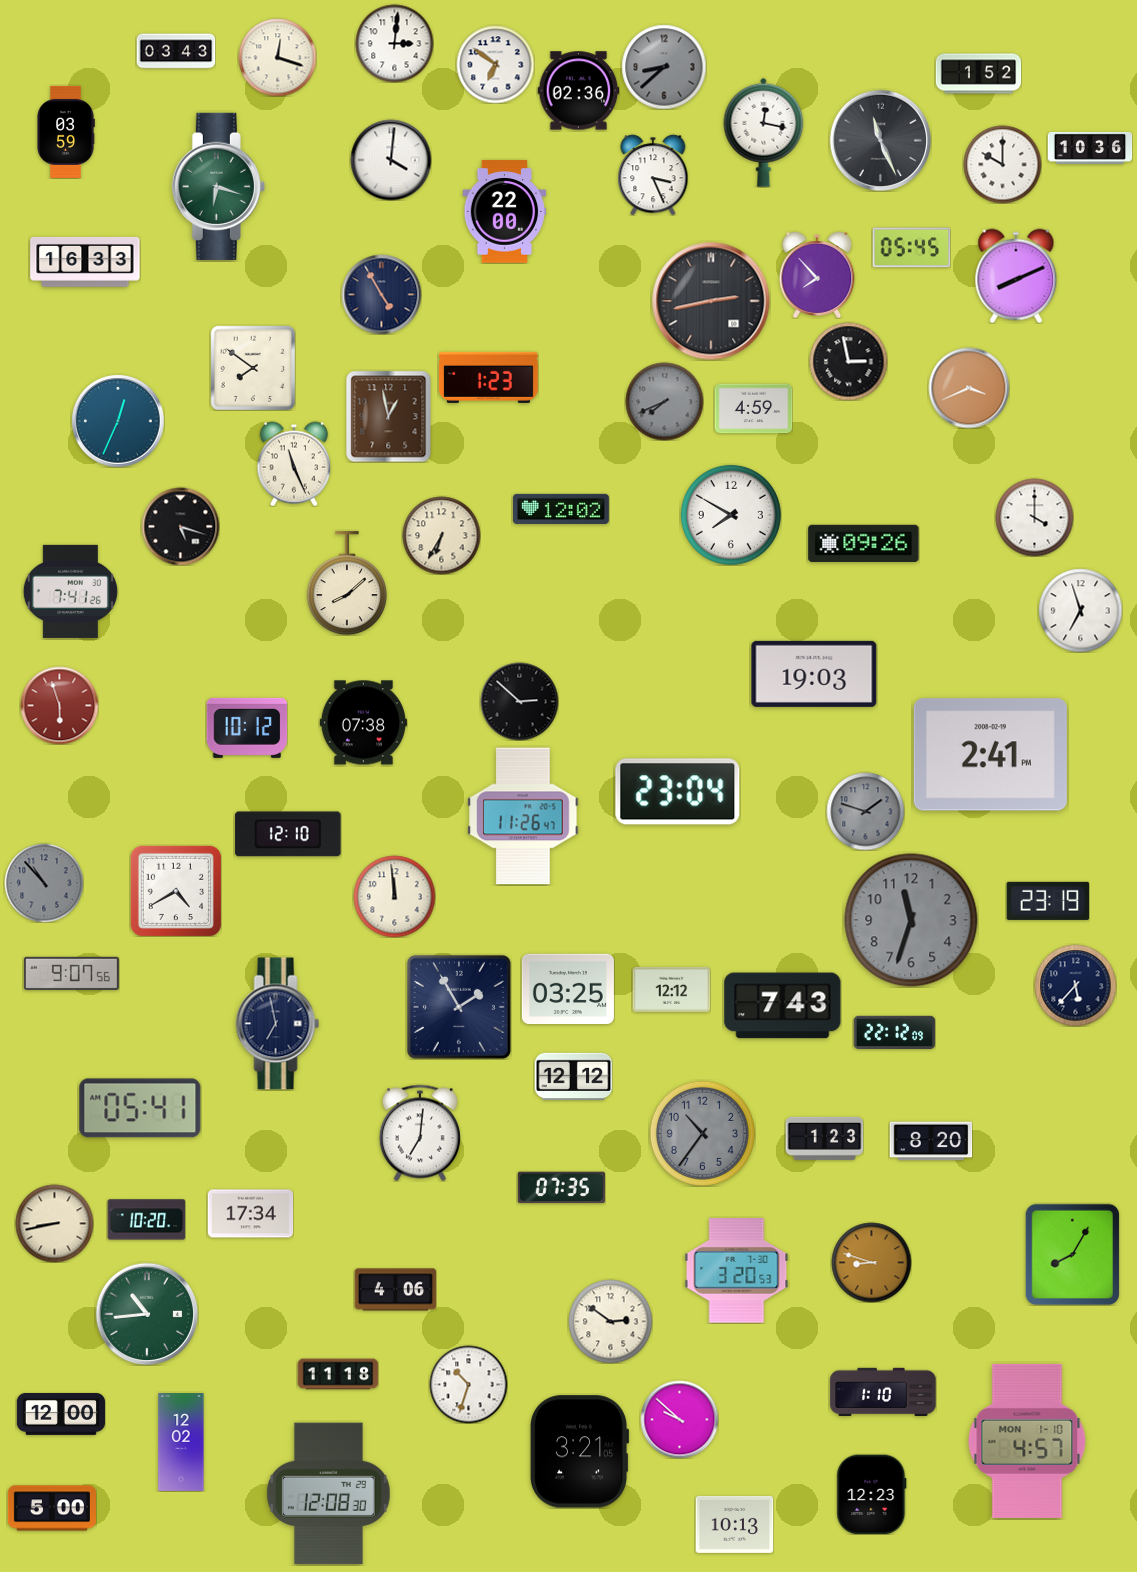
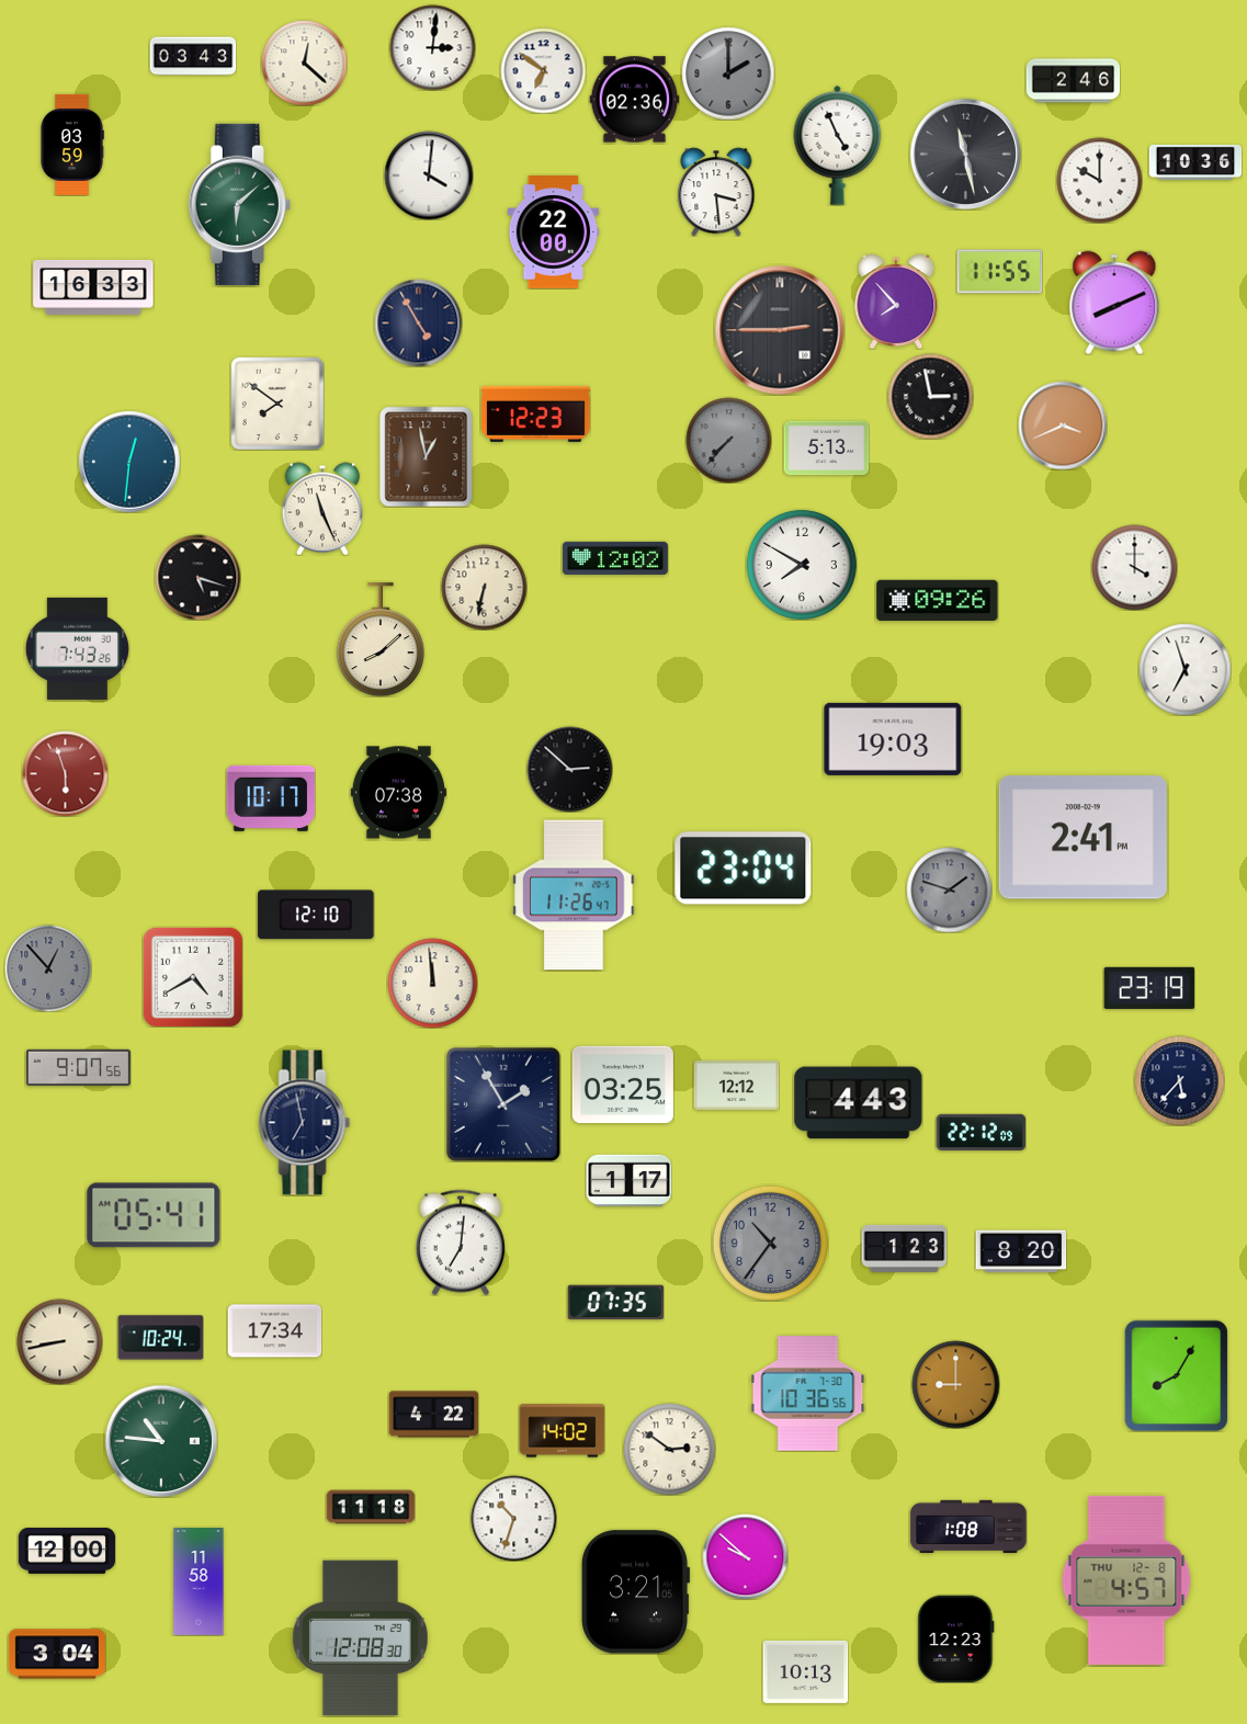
clock at (277, 57): 12:18 -> 12:22
clock at (664, 67): 8:38 -> 2:00
clock at (978, 74): 1:52 -> 2:46
clock at (764, 132): 12:17 -> 4:56
clock at (880, 140): 11:26 -> 11:28
clock at (653, 175): 3:26 -> 3:29
clock at (218, 186): 6:18 -> 6:08
clock at (911, 248): 05:45 -> 11:55
clock at (711, 301): 2:43 -> 2:45
clock at (489, 377): 1:23 -> 12:23
clock at (664, 401): 7:41 -> 7:37
clock at (753, 409): 4:59 -> 5:13
clock at (118, 421): 12:34 -> 12:31
clock at (441, 535): 6:35 -> 6:32
clock at (864, 543) position: (864, 543) -> (938, 600)
clock at (70, 591): 7:41 -> 7:43
clock at (247, 728): 10:12 -> 10:17
clock at (990, 755) position: (990, 755) -> (1082, 838)
clock at (44, 883): 10:53 -> 12:53
clock at (911, 920): 11:33 -> none
clock at (783, 1006): 7:43 -> 4:43
clock at (573, 1077): 12:12 -> 1:17
clock at (146, 1220): 10:20 -> 10:24
clock at (871, 1262): 8:48 -> 9:00
clock at (737, 1271): 3:20 -> 10:36
clock at (395, 1290): 4:06 -> 4:22
clock at (562, 1431): none -> 14:02
clock at (147, 1314): 10:44 -> 10:46
clock at (883, 1391): 1:10 -> 1:08
clock at (1027, 1441) date: MON 1-10 -> THU 12-8
clock at (181, 1442): 12:02 -> 11:58
clock at (51, 1508): 5:00 -> 3:04
